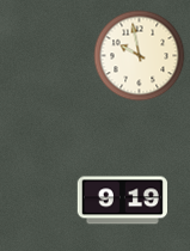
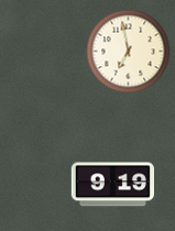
clock at (140, 56): 9:58 -> 6:58
